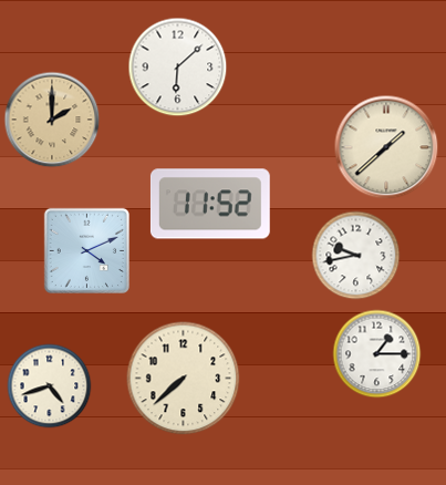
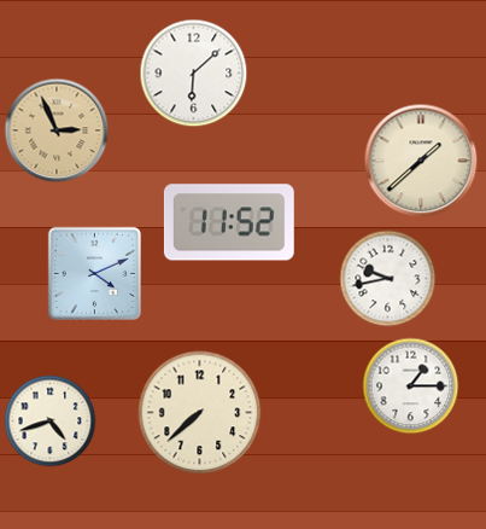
clock at (52, 120): 2:00 -> 2:56
clock at (50, 386) position: (50, 386) -> (51, 422)
